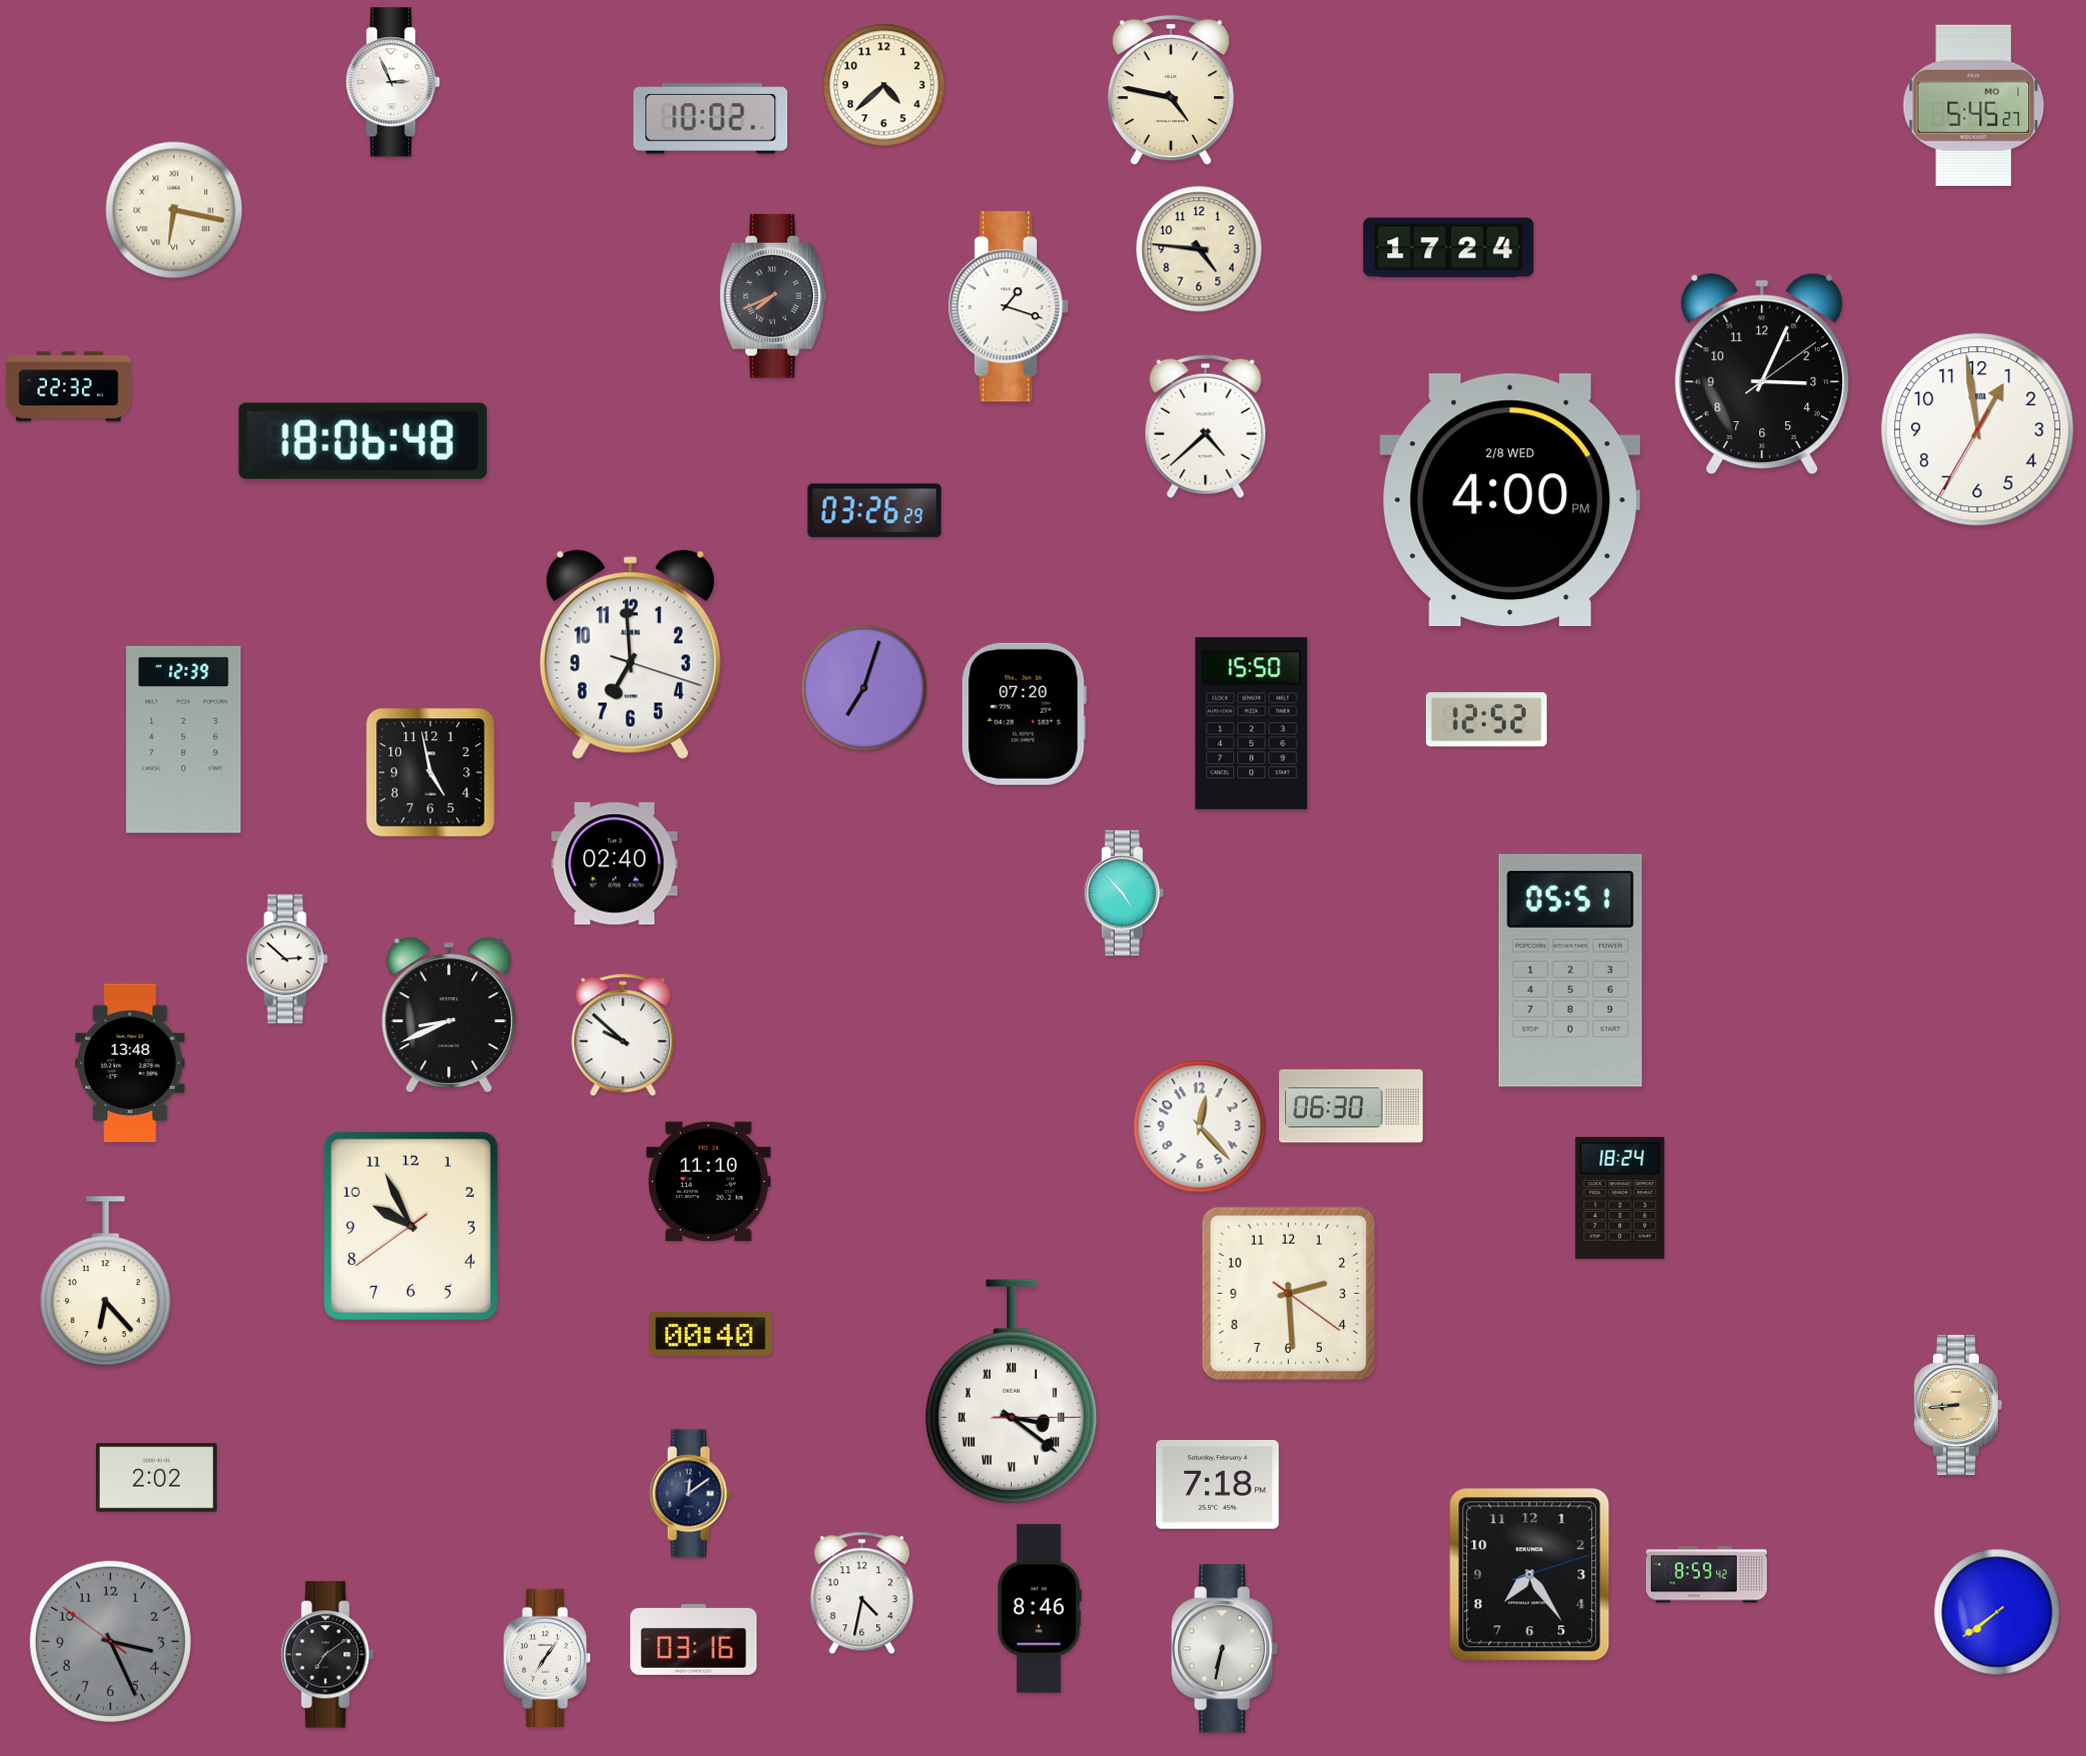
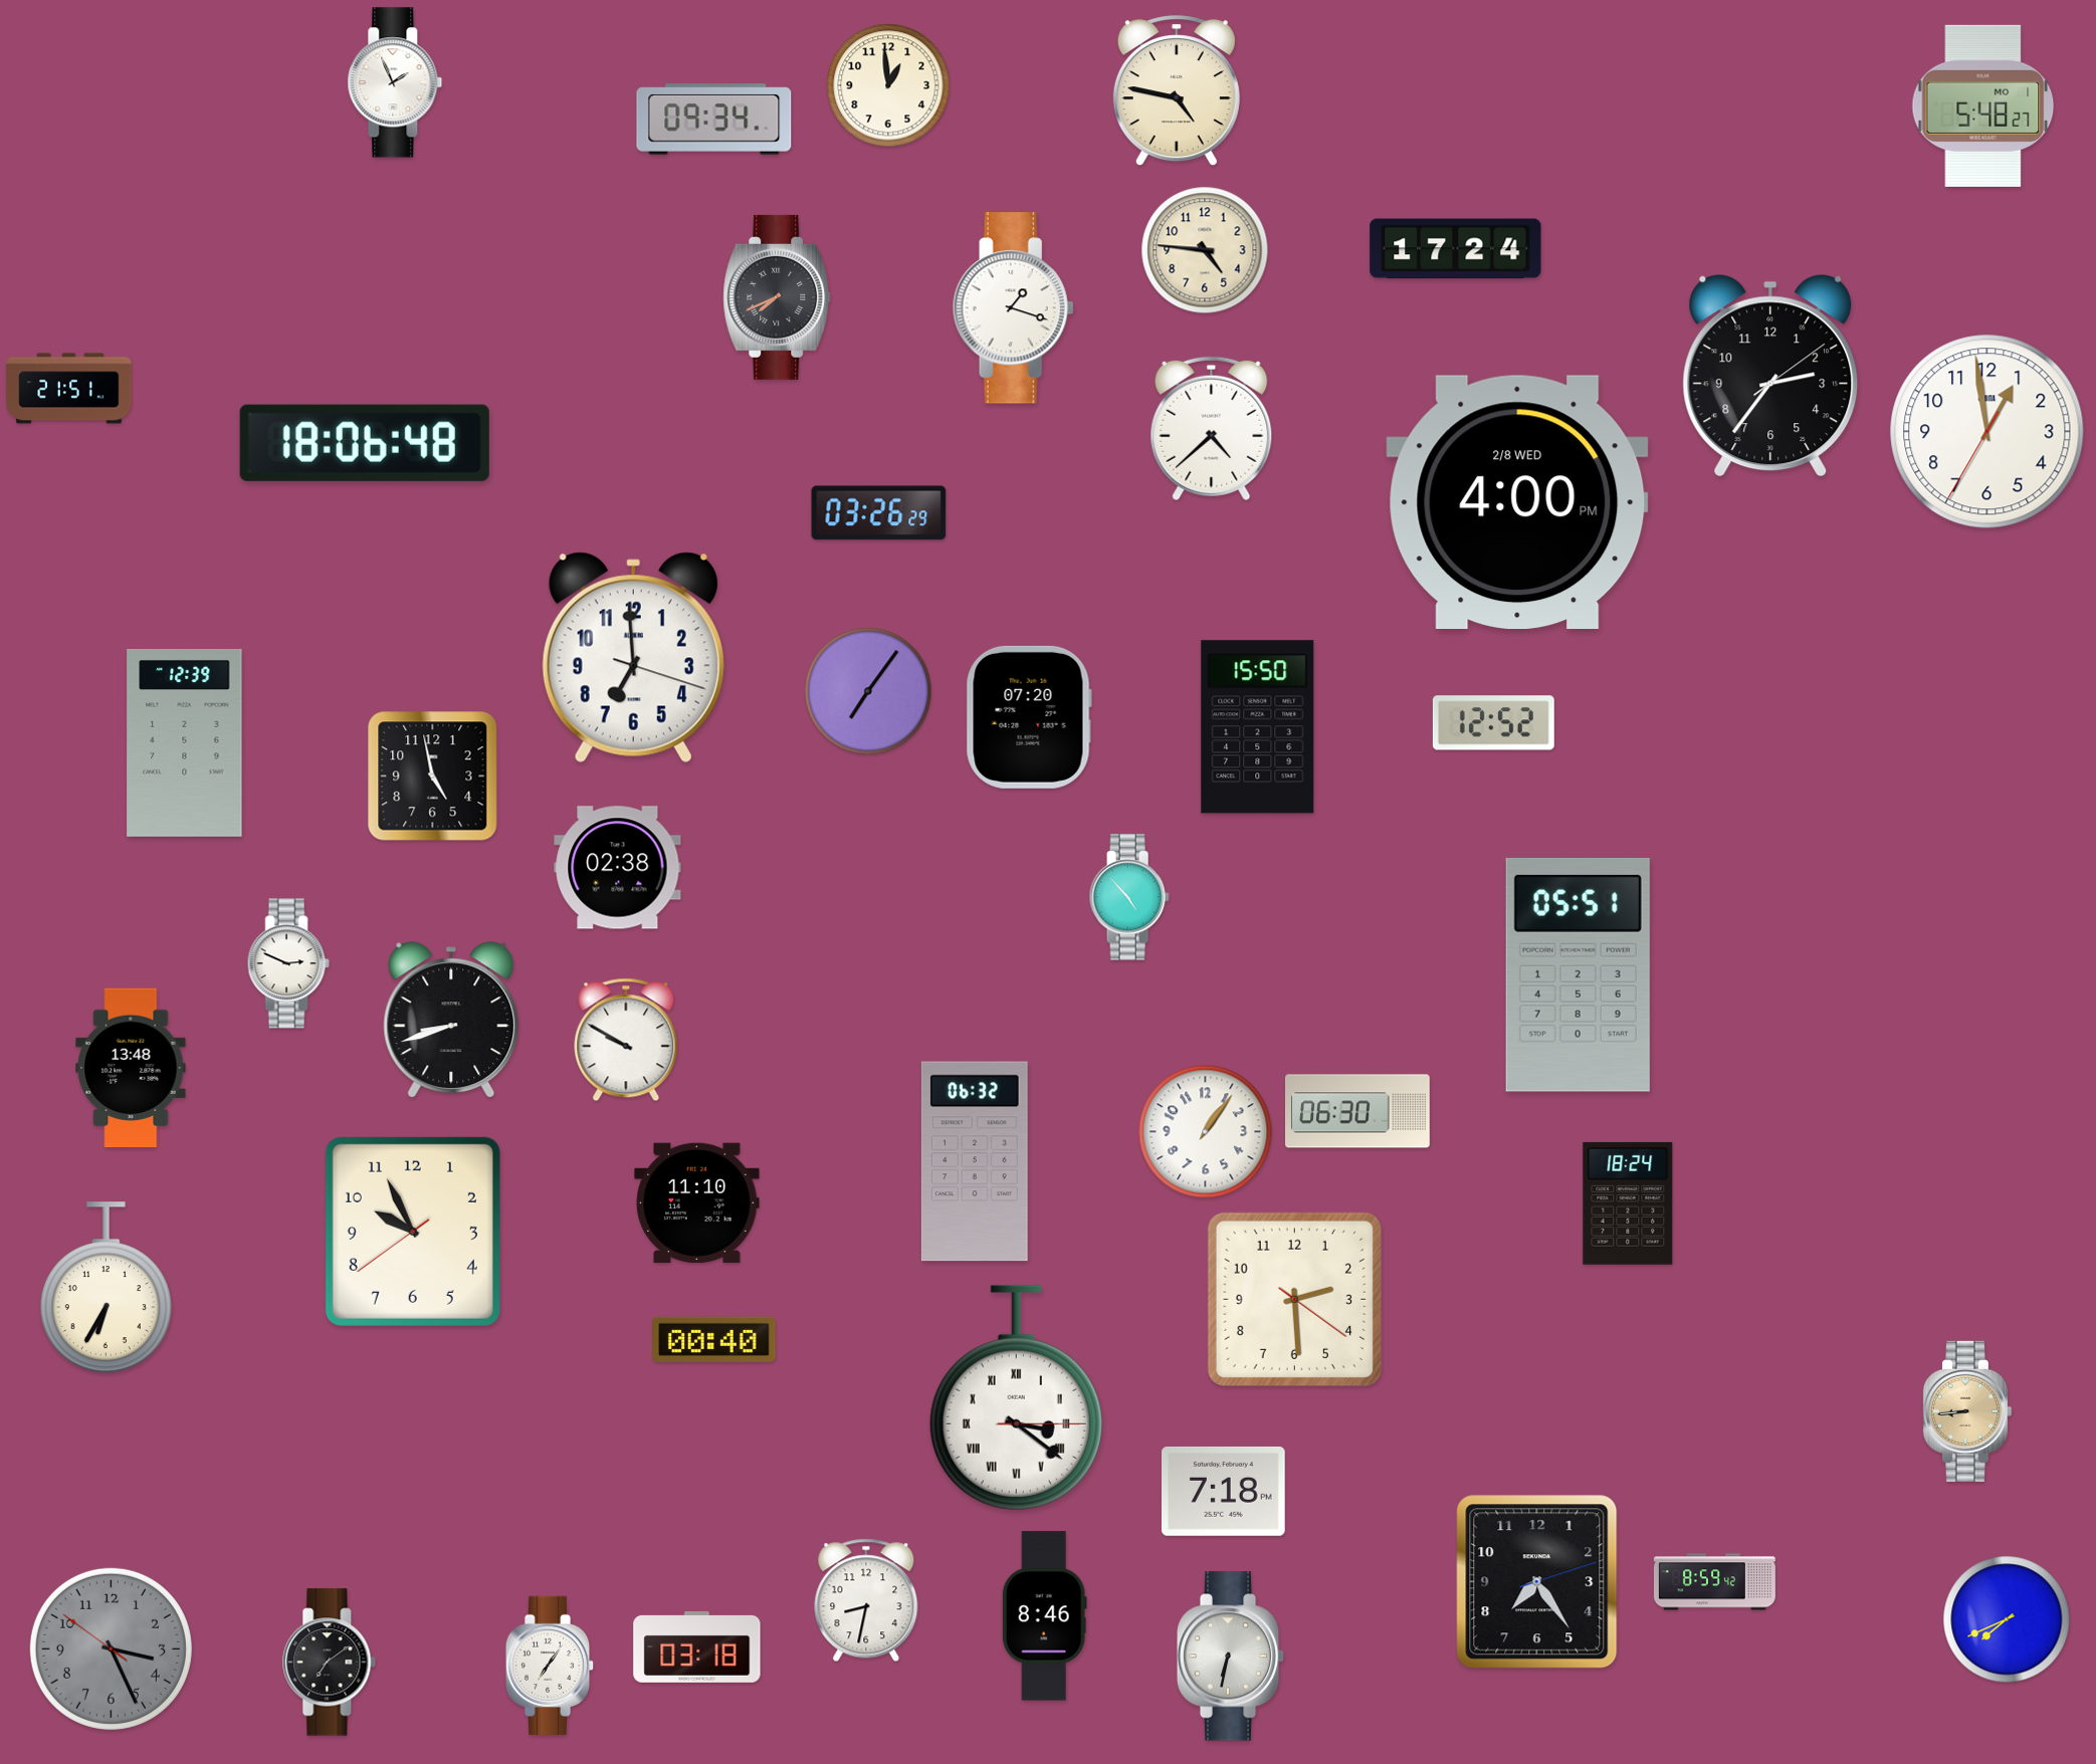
clock at (393, 82): 2:56 -> 1:56
clock at (884, 85): 4:38 -> 12:59
clock at (1974, 105): 5:45 -> 5:48
clock at (711, 119): 10:02 -> 09:34
clock at (174, 210): 6:17 -> none
clock at (1762, 374): 3:04 -> 2:36
clock at (69, 387): 22:32 -> 21:51
clock at (864, 688): 7:03 -> 7:06
clock at (615, 864): 02:40 -> 02:38
clock at (287, 959): 2:52 -> 2:49
clock at (449, 1015): 8:41 -> 8:42
clock at (623, 1035): 9:52 -> 9:50
clock at (1200, 1127): 12:23 -> 1:06
clock at (975, 1161): none -> 06:32
clock at (709, 1182) position: (709, 1182) -> (697, 1203)
clock at (105, 1282): 6:23 -> 6:35
clock at (156, 1478): 2:02 -> none
clock at (690, 1494): 12:09 -> none
clock at (862, 1593): 4:32 -> 8:32
clock at (1997, 1612): 7:39 -> 7:41
clock at (694, 1639): 03:16 -> 03:18
